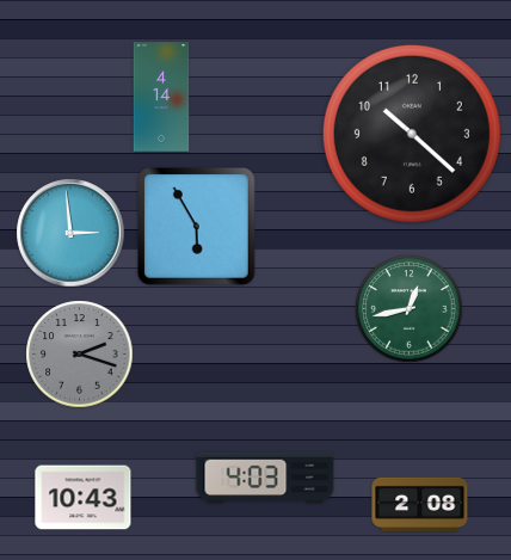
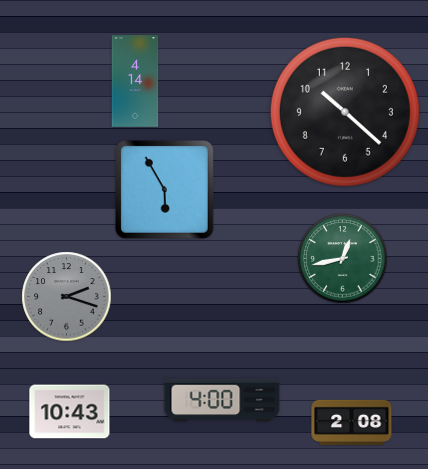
clock at (70, 233): 2:59 -> none
clock at (265, 478): 4:03 -> 4:00
clock at (84, 498) position: (84, 498) -> (70, 412)
